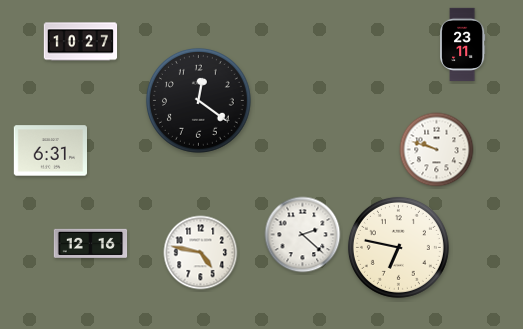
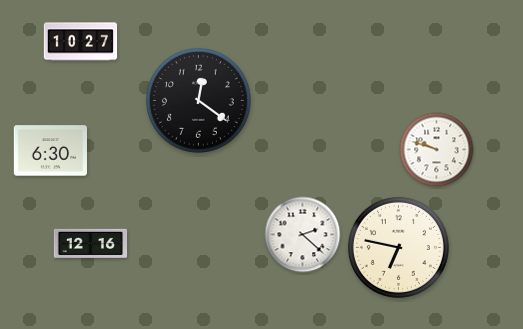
clock at (463, 45): 23:11 -> none
clock at (50, 151): 6:31 -> 6:30
clock at (201, 253): 4:47 -> none
